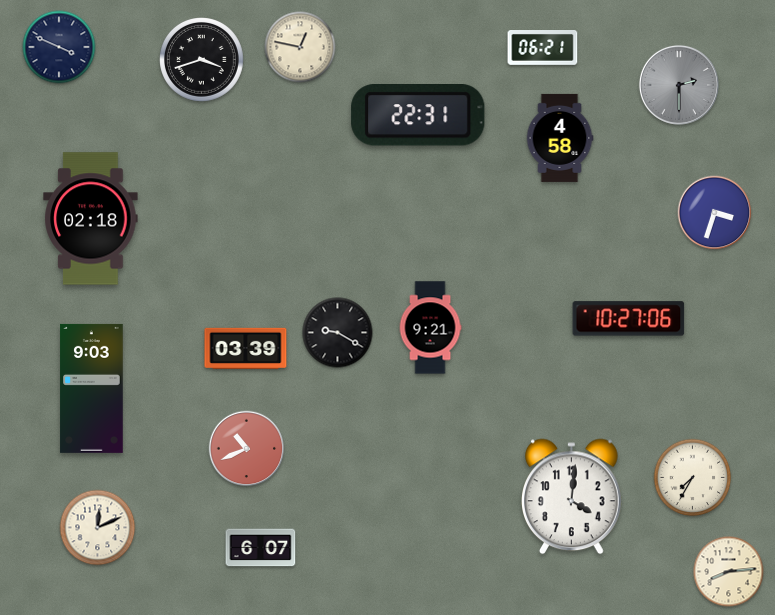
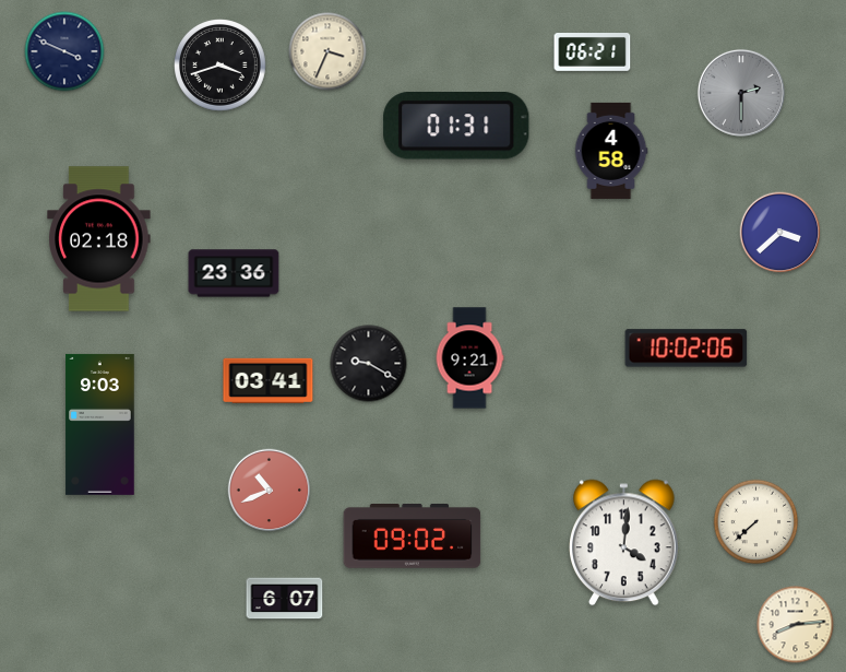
clock at (300, 47): 12:47 -> 3:34
clock at (418, 116): 22:31 -> 01:31
clock at (715, 213): 3:33 -> 3:38
clock at (234, 273): none -> 23:36
clock at (629, 319): 10:27 -> 10:02
clock at (246, 349): 03:39 -> 03:41
clock at (693, 478): 7:35 -> 7:38
clock at (413, 537): none -> 09:02
clock at (98, 528): 12:11 -> none
